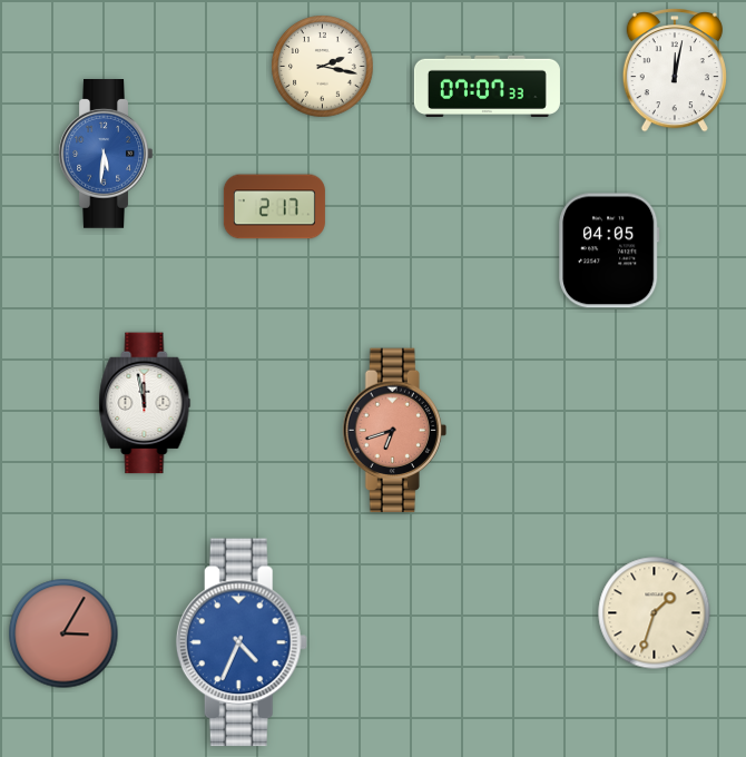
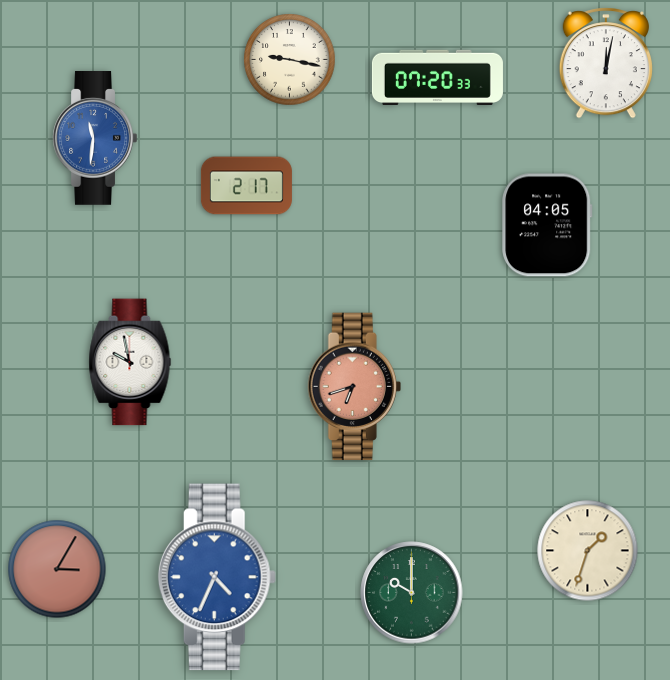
clock at (323, 67): 2:17 -> 9:17
clock at (487, 86): 07:07 -> 07:20
clock at (106, 155): 5:31 -> 11:31
clock at (145, 403): 11:58 -> 9:58
clock at (412, 593): none -> 10:00
